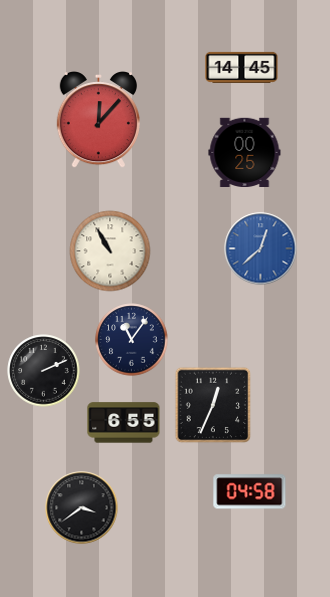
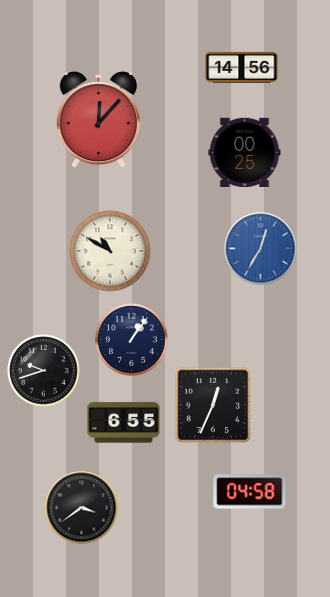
clock at (242, 67): 14:45 -> 14:56
clock at (261, 249): 12:38 -> 12:35
clock at (110, 251): 10:55 -> 10:50
clock at (132, 340): 11:06 -> 1:06
clock at (44, 371): 2:11 -> 9:42
